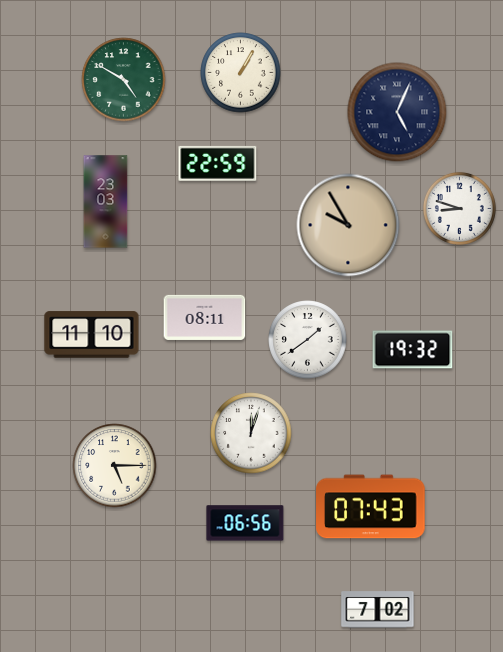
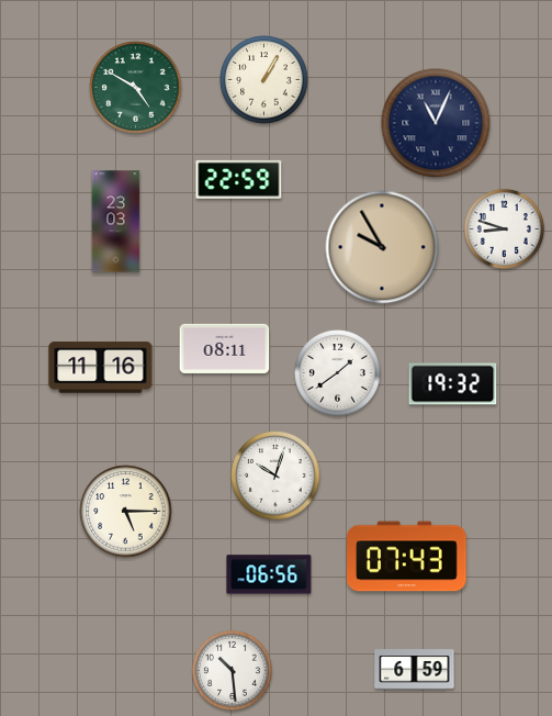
clock at (397, 112): 5:04 -> 11:04
clock at (92, 335): 11:10 -> 11:16
clock at (251, 433): 12:03 -> 10:03
clock at (232, 670): none -> 10:29
clock at (378, 610): 7:02 -> 6:59
